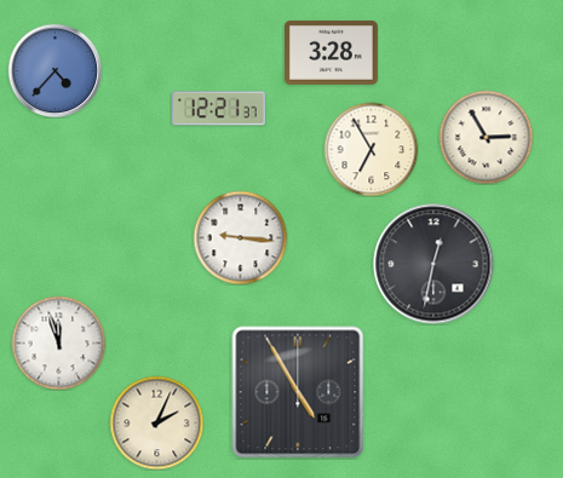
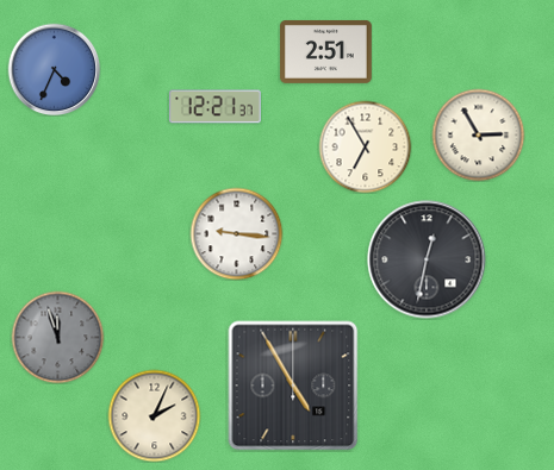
clock at (332, 52): 3:28 -> 2:51
clock at (54, 70): 4:37 -> 4:34
clock at (58, 342) dial: white -> grey
